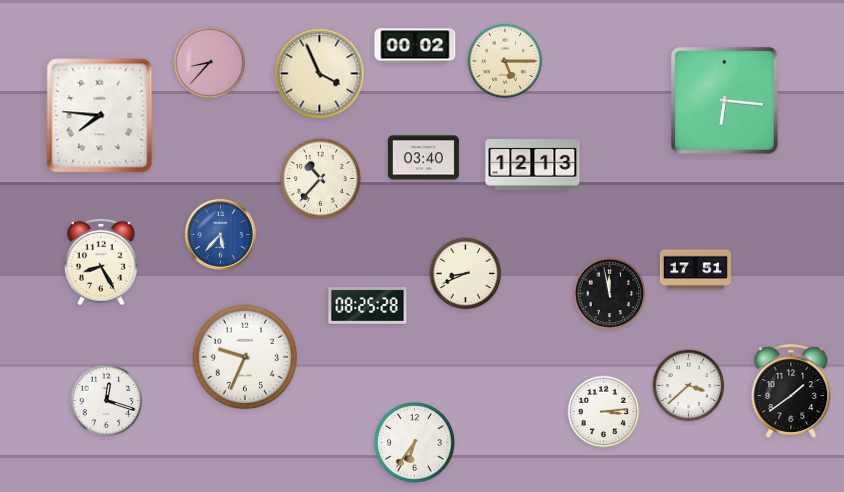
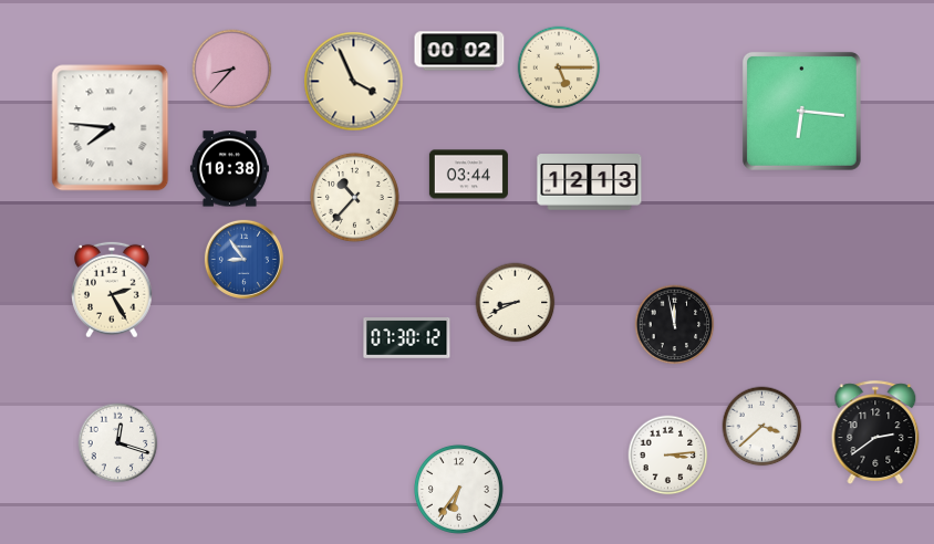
clock at (229, 169): none -> 10:38
clock at (423, 158): 03:40 -> 03:44
clock at (220, 234): 5:37 -> 8:54
clock at (102, 262): 8:25 -> 2:25
clock at (695, 270): 17:51 -> none
clock at (368, 306): 08:25 -> 07:30
clock at (245, 357): 9:34 -> none
clock at (791, 391): 1:39 -> 2:39
